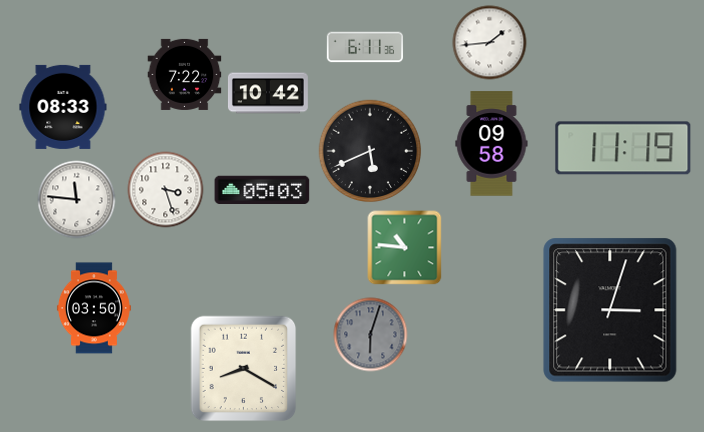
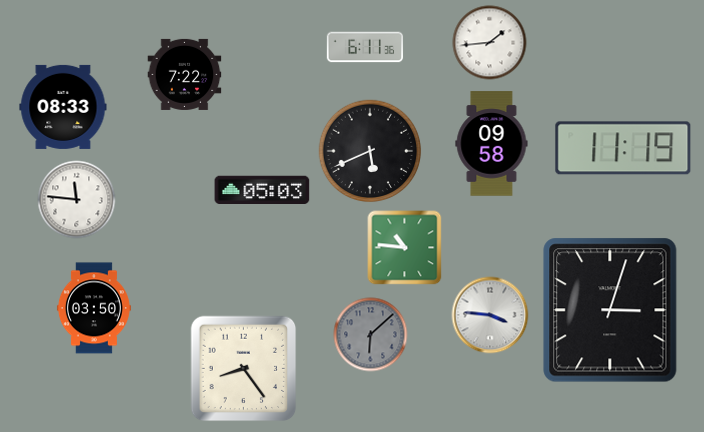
clock at (268, 93): 10:42 -> none
clock at (166, 190): 3:27 -> none
clock at (490, 315): none -> 3:46
clock at (371, 335): 6:03 -> 6:08
clock at (244, 369): 8:20 -> 8:24
